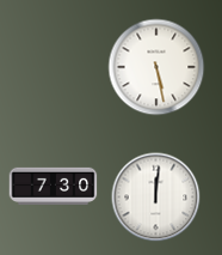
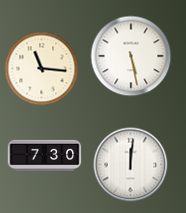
clock at (42, 69): none -> 11:16
